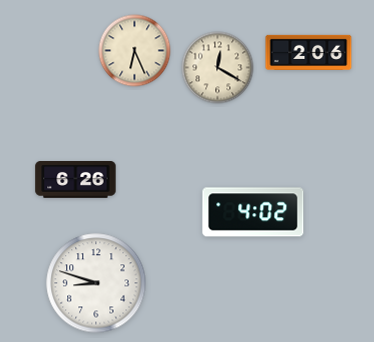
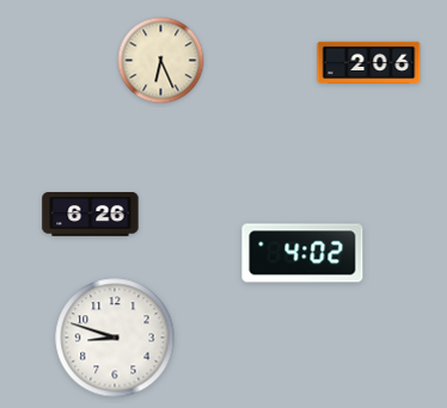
clock at (218, 68): 12:20 -> none
